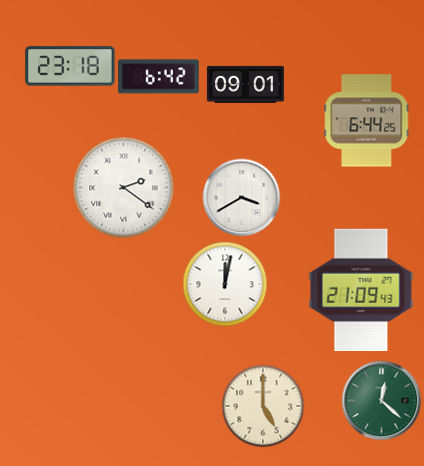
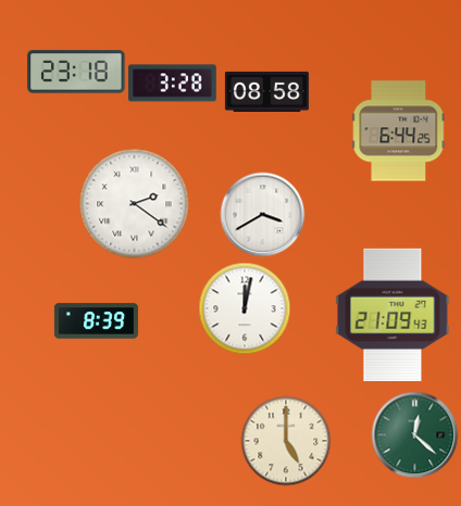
clock at (158, 77): 6:42 -> 3:28
clock at (245, 84): 09:01 -> 08:58
clock at (96, 321): none -> 8:39
